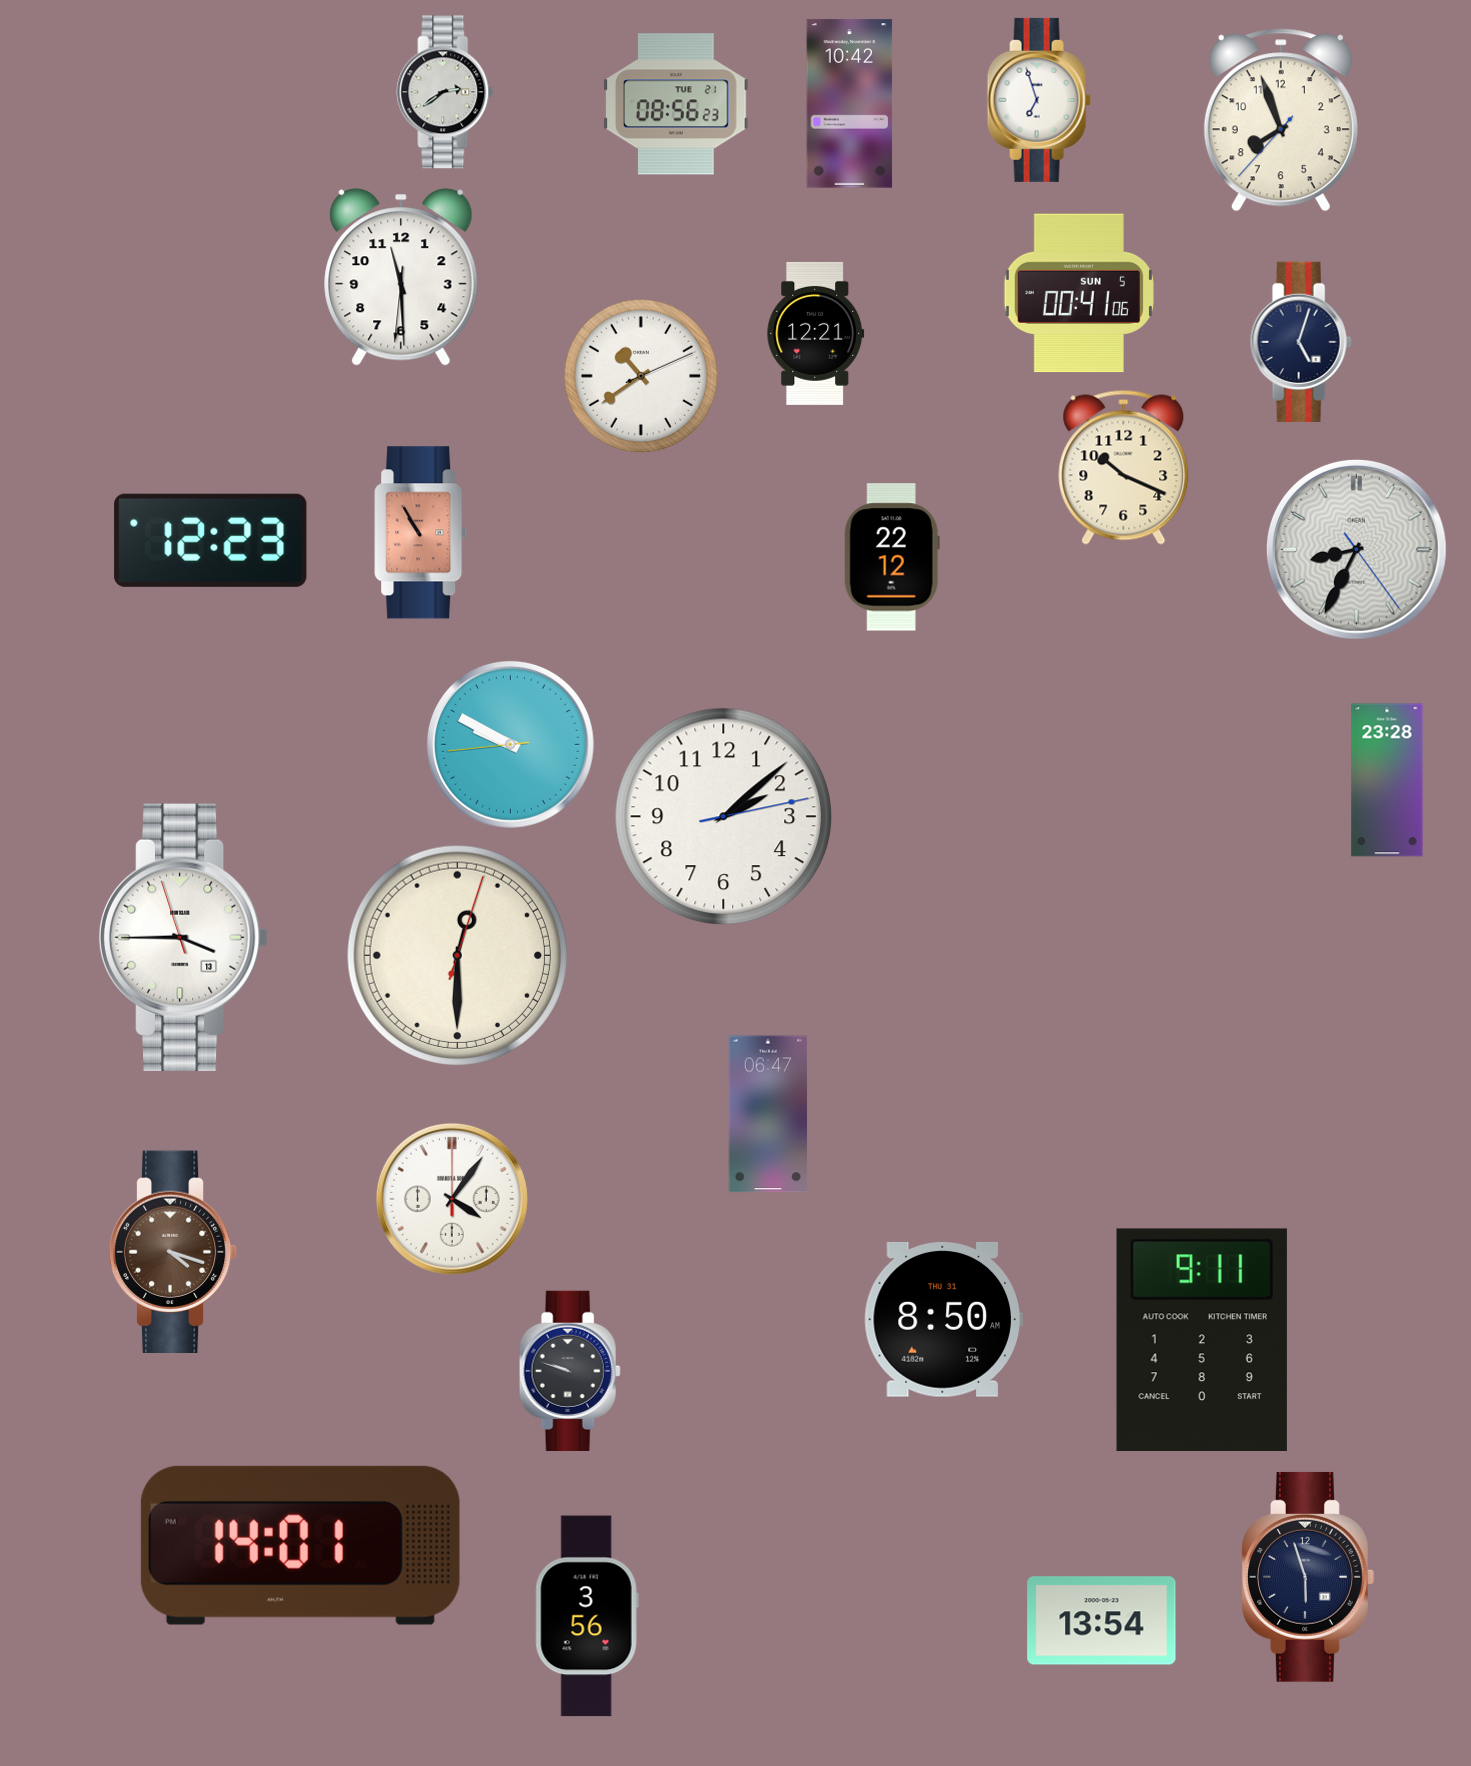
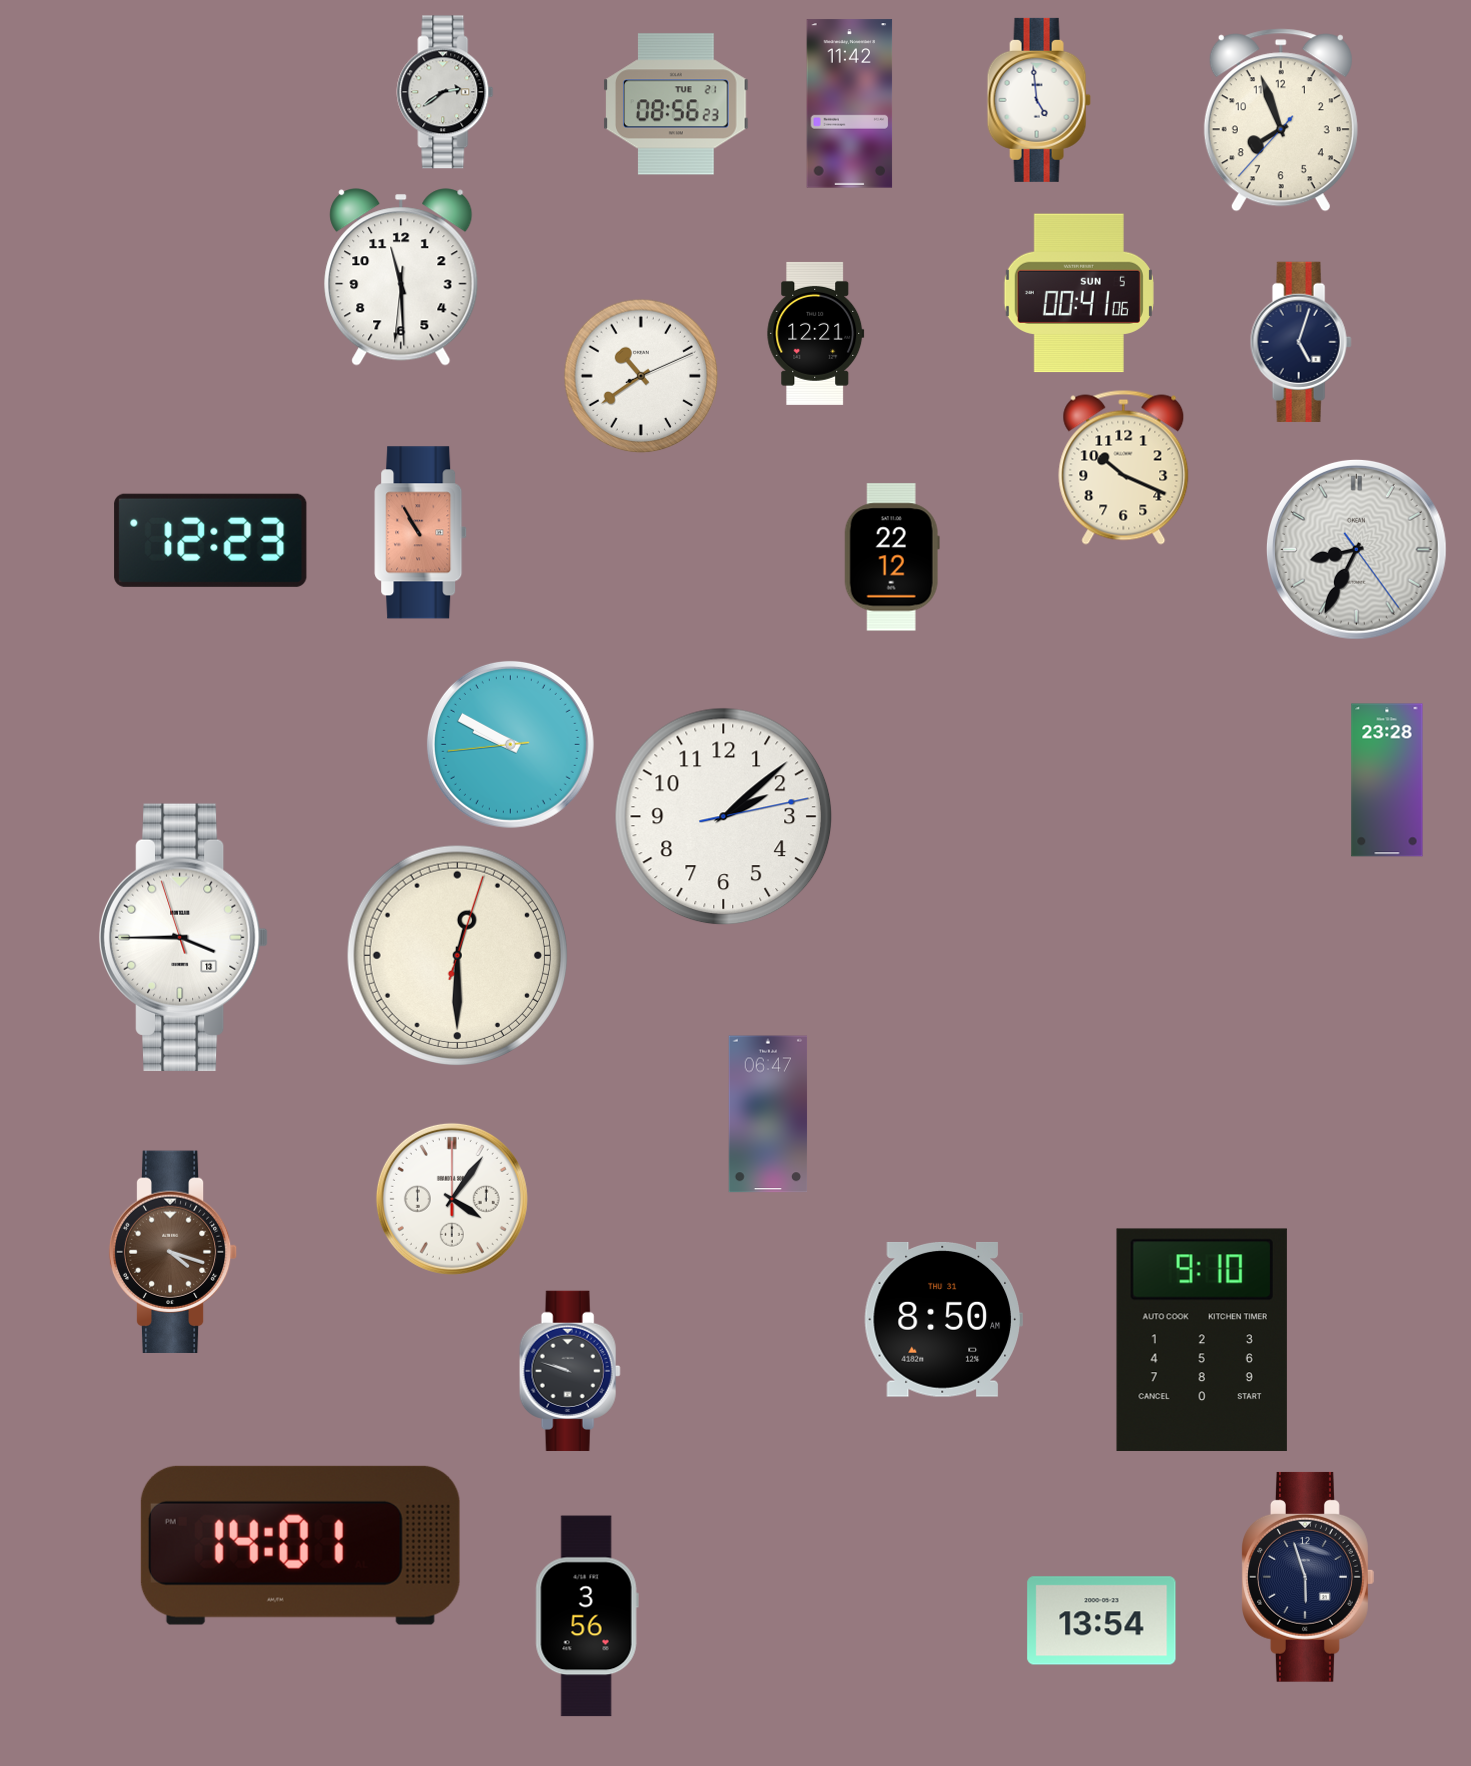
clock at (1039, 100): 6:57 -> 4:59
clock at (850, 104): 10:42 -> 11:42
clock at (1202, 1340): 9:11 -> 9:10
